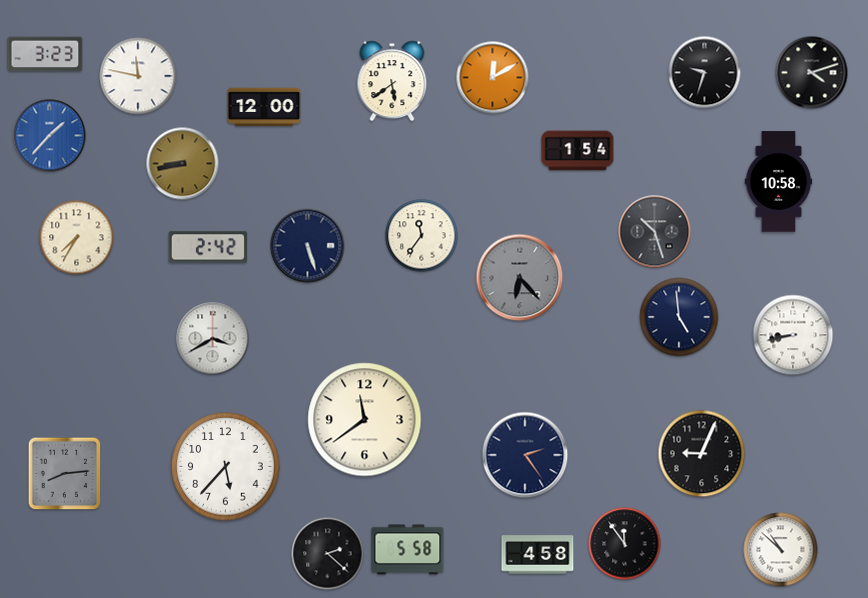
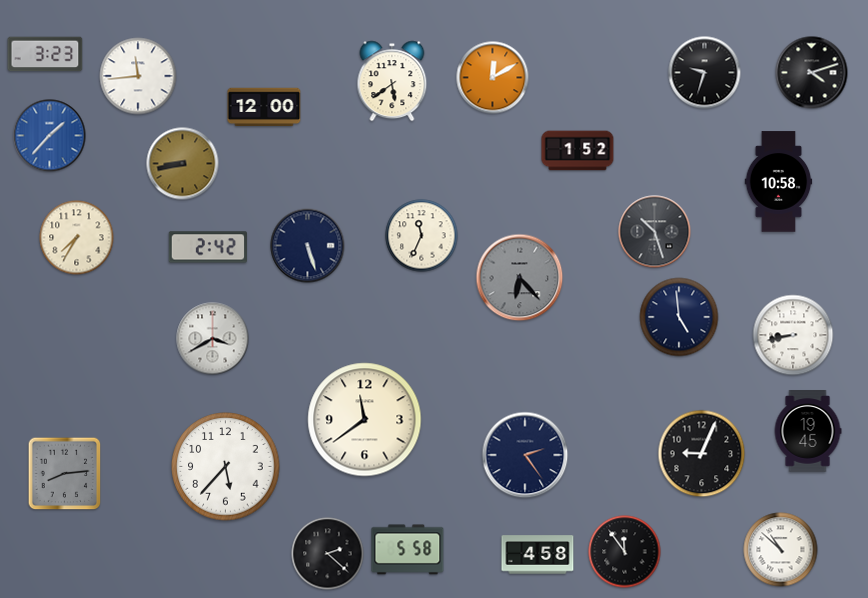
clock at (138, 76): 11:47 -> 11:44
clock at (578, 151): 1:54 -> 1:52
clock at (422, 236): 11:36 -> 11:34
clock at (808, 432): none -> 19:45
clock at (625, 544) position: (625, 544) -> (625, 552)
